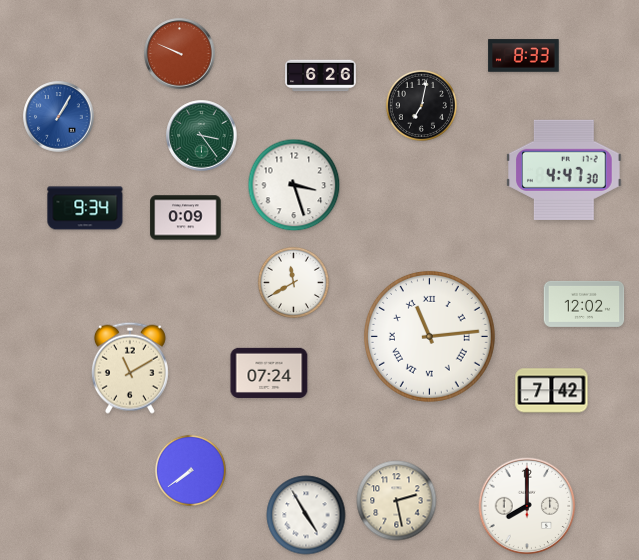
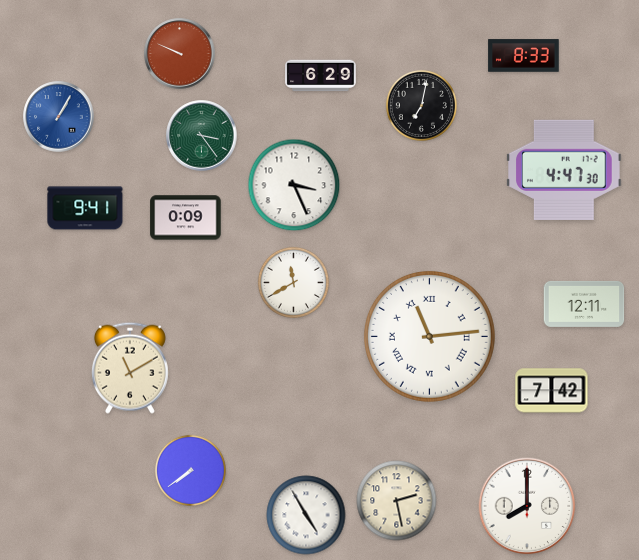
clock at (321, 76): 6:26 -> 6:29
clock at (294, 185): 3:27 -> 3:26
clock at (85, 208): 9:34 -> 9:41
clock at (584, 304): 12:02 -> 12:11
clock at (269, 373): 07:24 -> none
